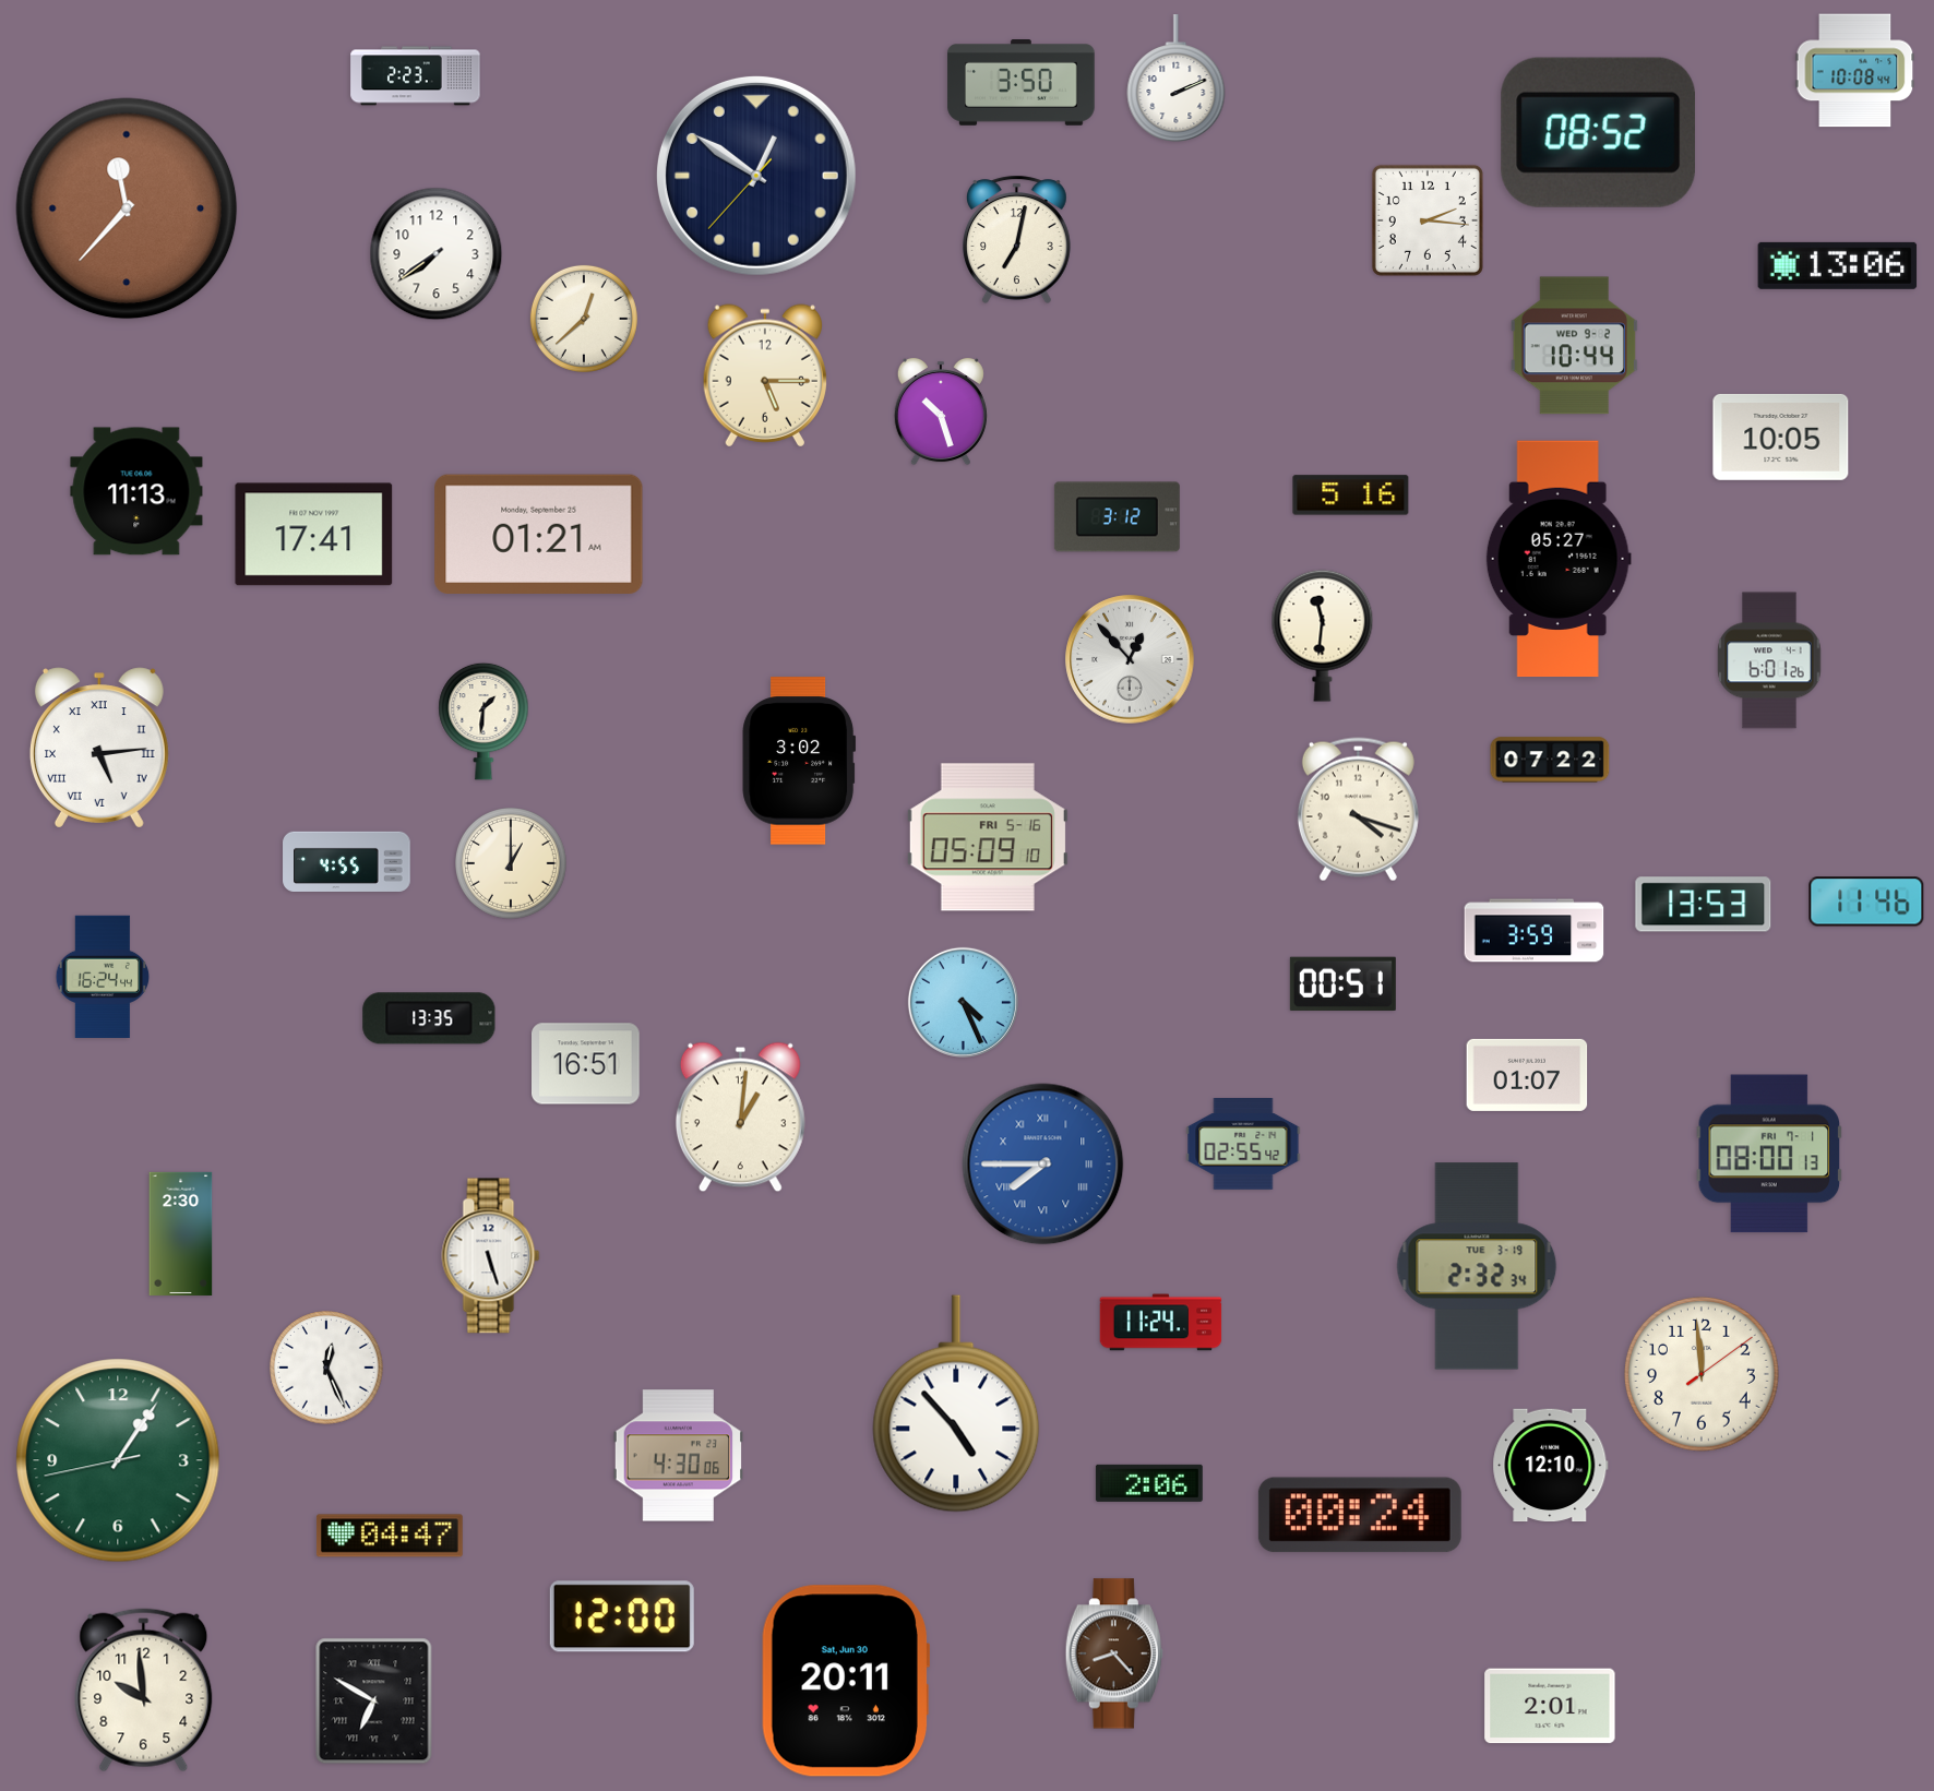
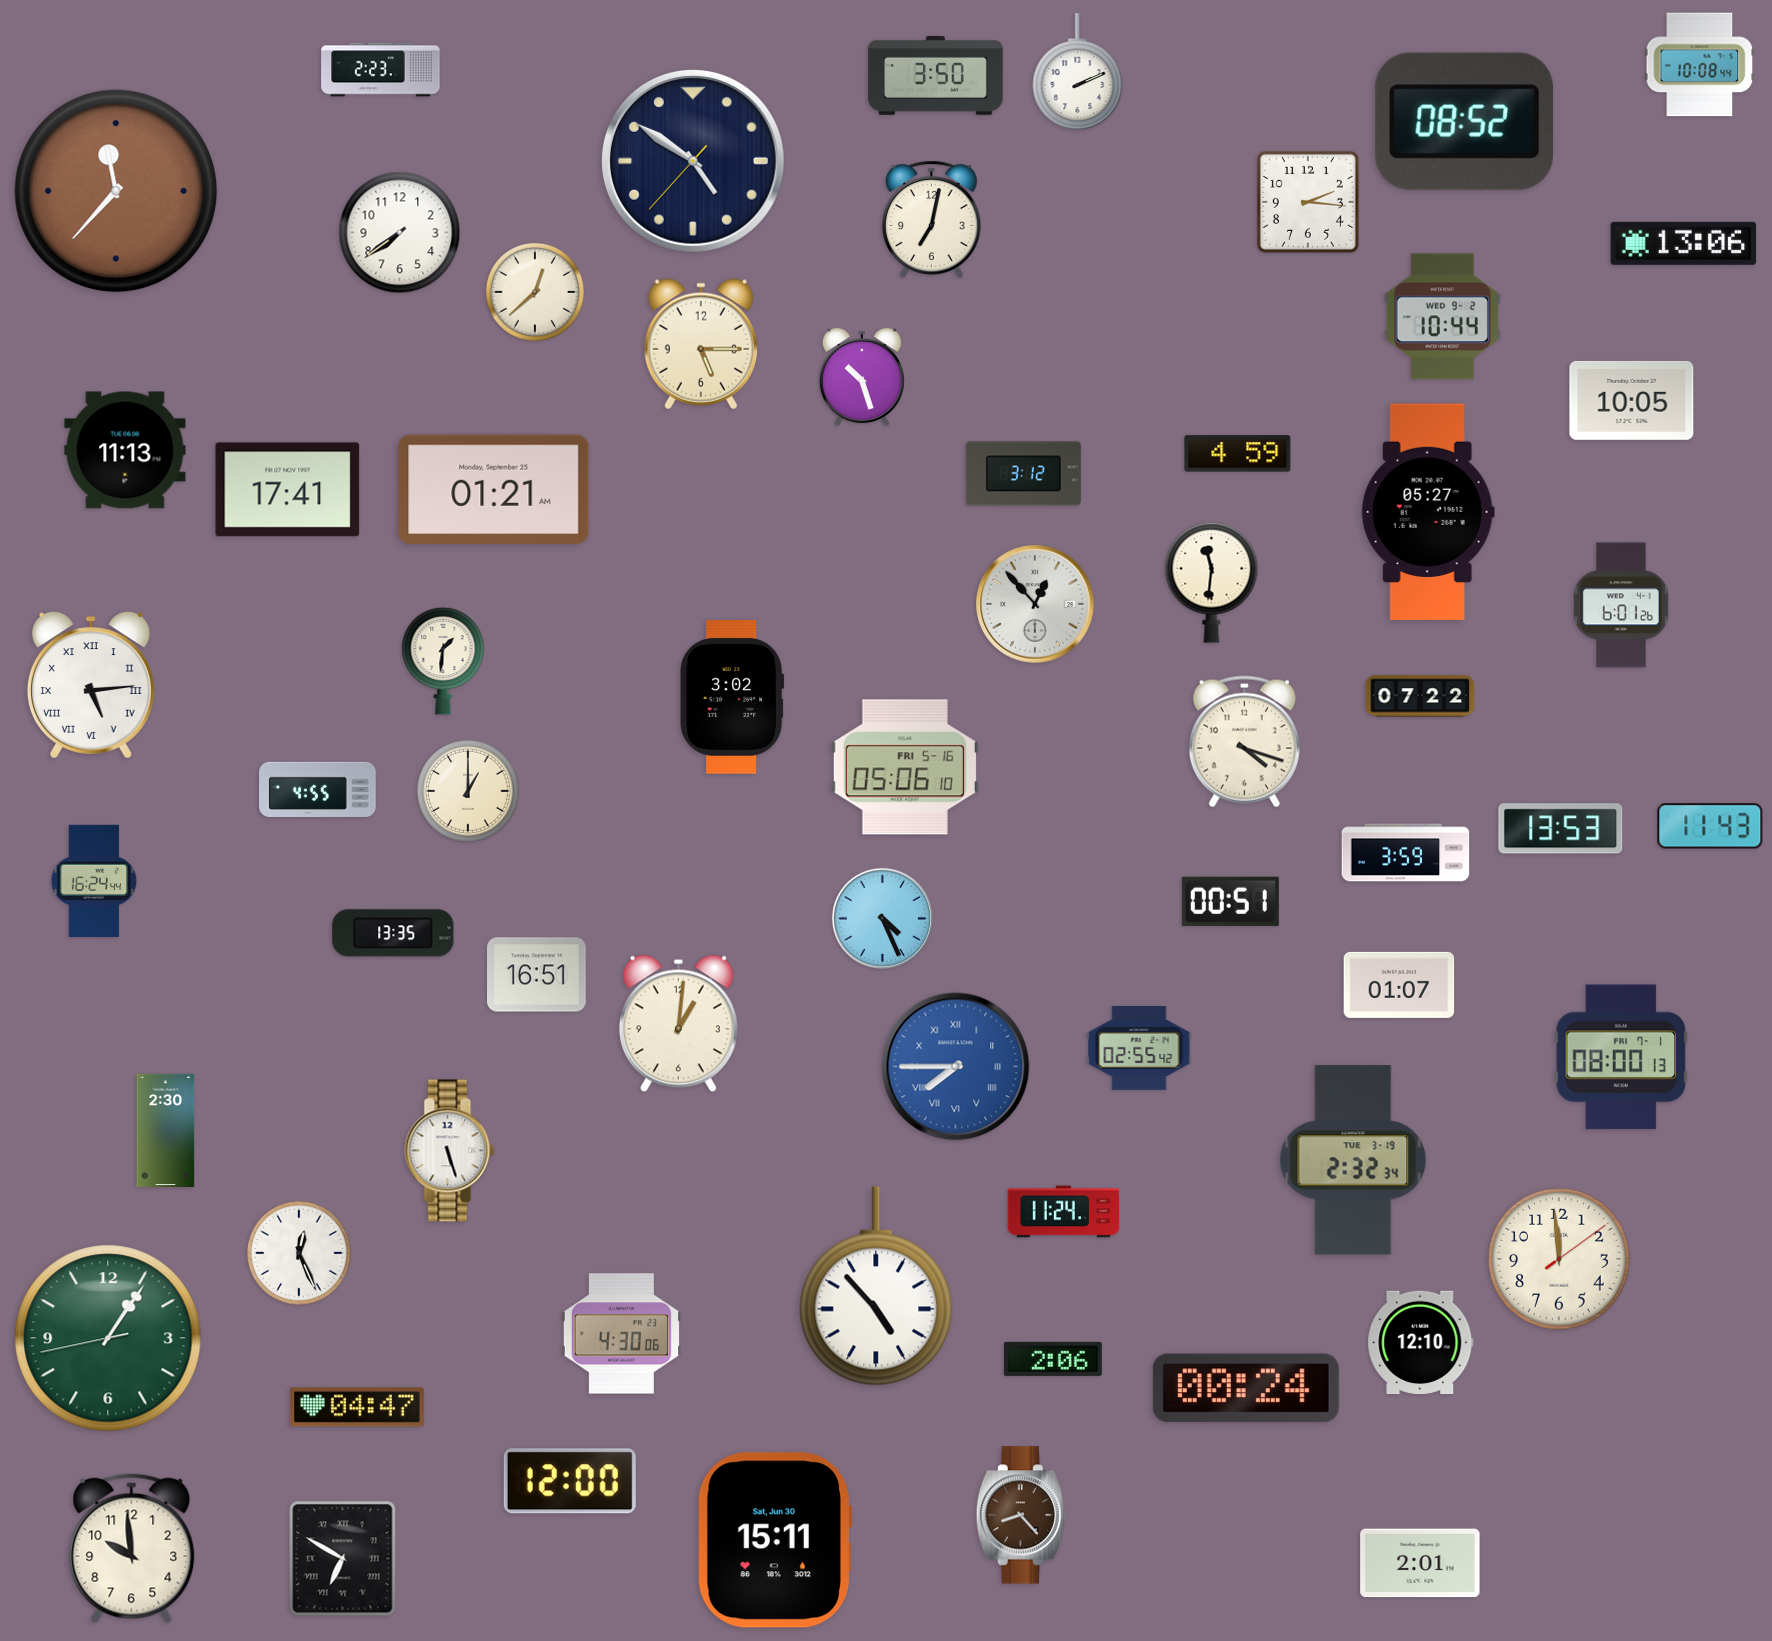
clock at (756, 176): 12:50 -> 4:50
clock at (1351, 495): 5:16 -> 4:59
clock at (988, 837): 05:09 -> 05:06
clock at (1866, 902): 11:46 -> 11:43
clock at (103, 976) position: (103, 976) -> (94, 880)
clock at (845, 1681): 20:11 -> 15:11
